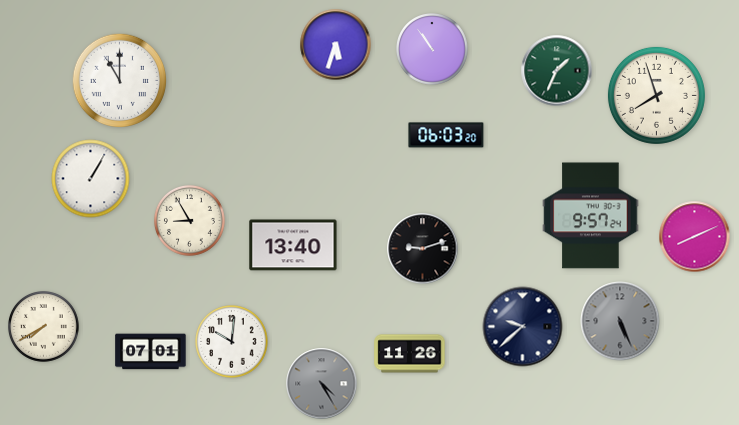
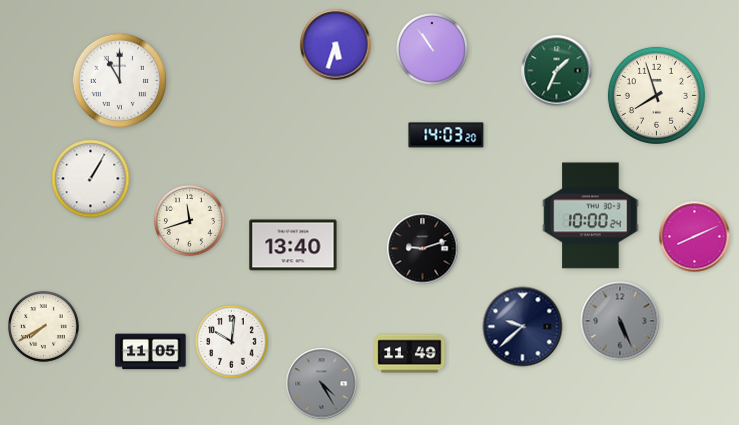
clock at (446, 135): 06:03 -> 14:03
clock at (591, 216): 9:57 -> 10:00
clock at (189, 220): 8:55 -> 11:42
clock at (151, 352): 07:01 -> 11:05
clock at (410, 354): 11:26 -> 11:49
